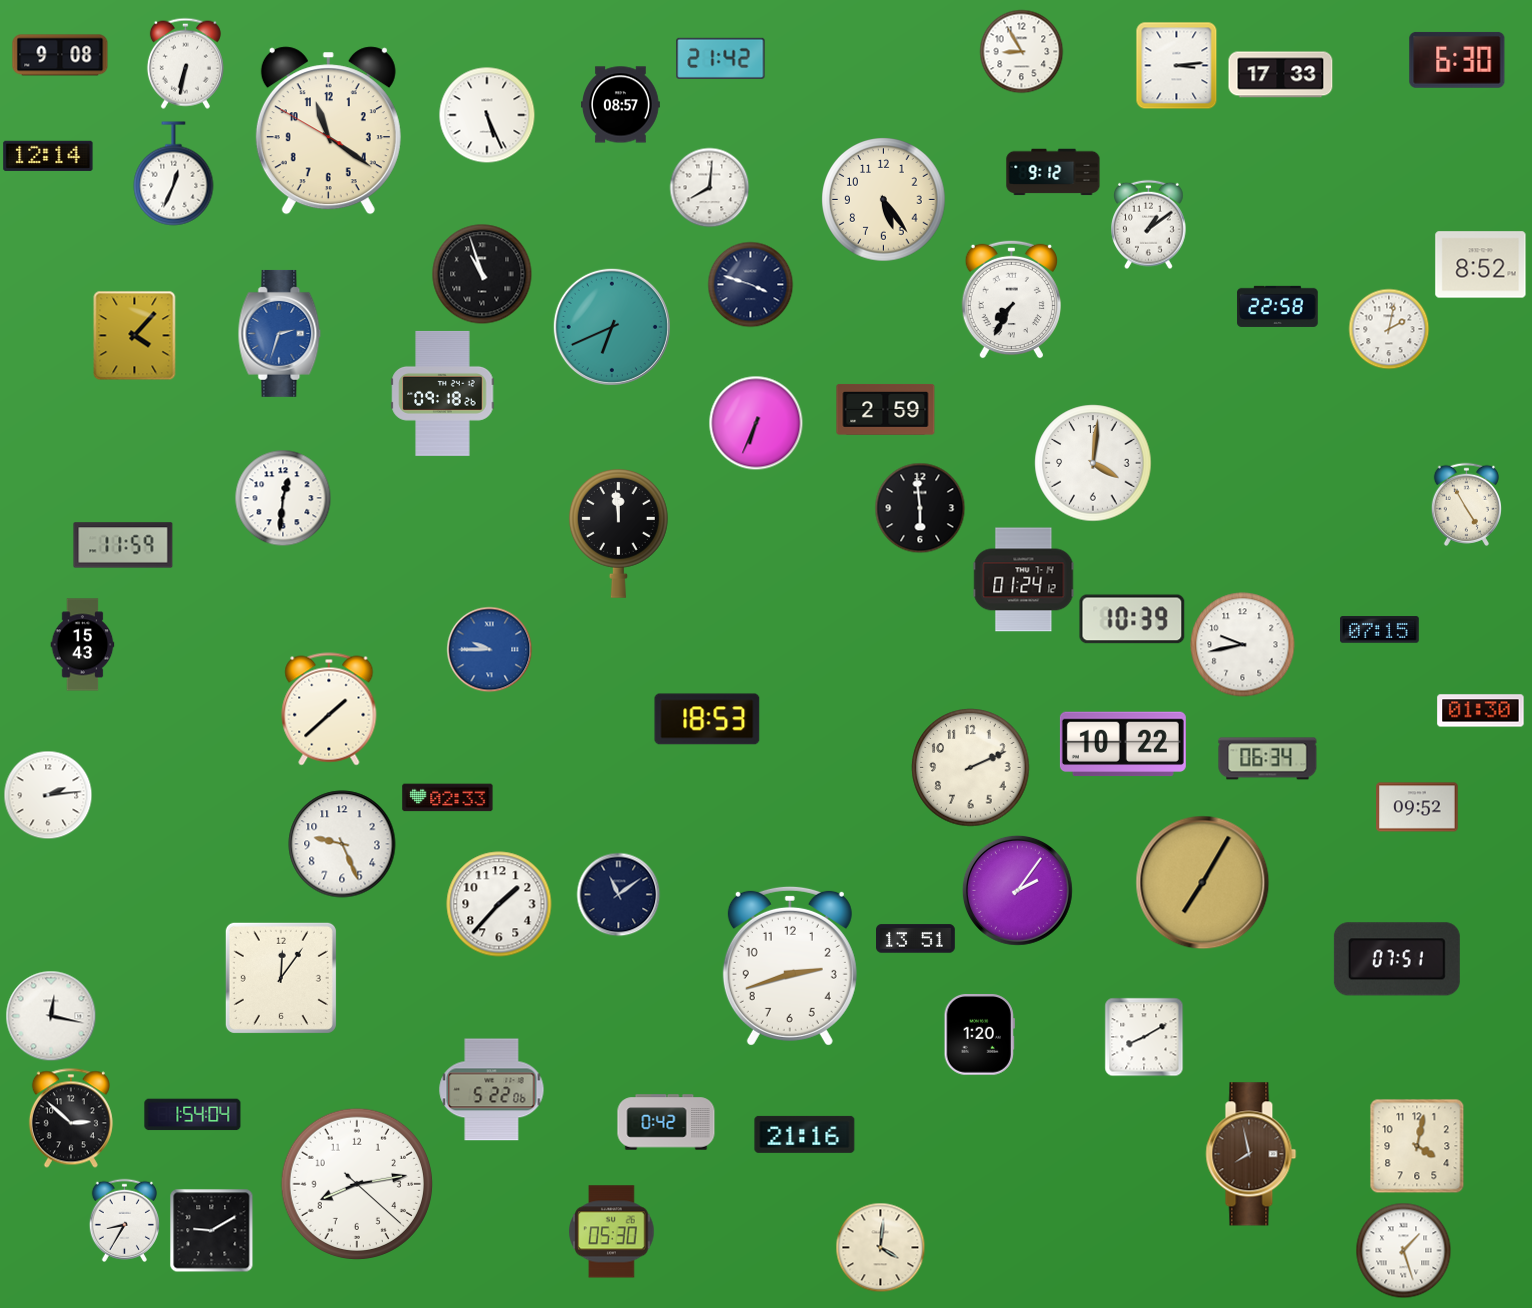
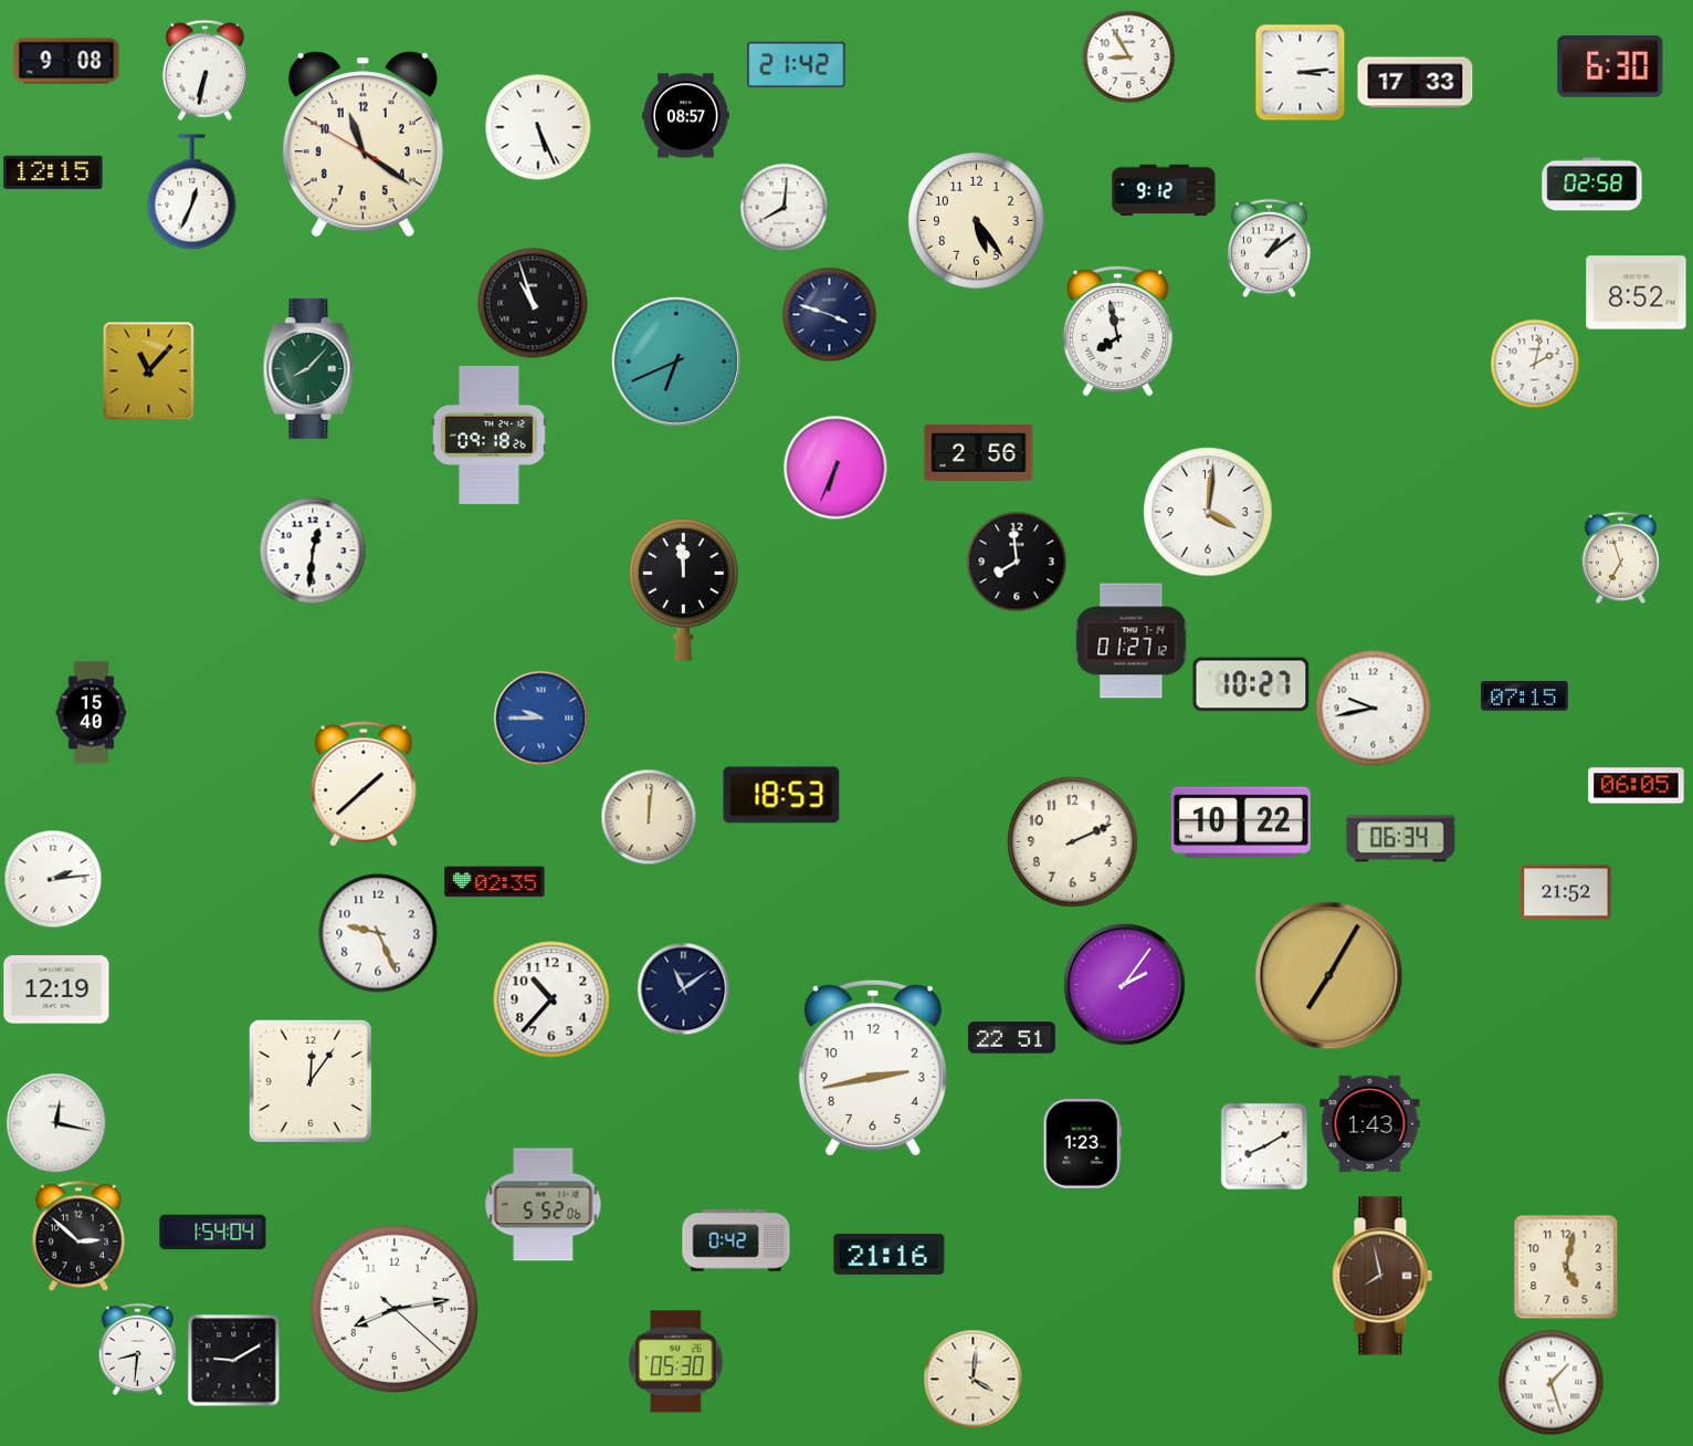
clock at (48, 156): 12:14 -> 12:15
clock at (1592, 185): none -> 02:58
clock at (1011, 299): 7:35 -> 7:58
clock at (1278, 306): 22:58 -> none
clock at (280, 333): 2:33 -> 8:07
clock at (280, 333) dial: blue -> green
clock at (135, 335): 4:07 -> 11:07
clock at (886, 409): 2:59 -> 2:56
clock at (1466, 504): 4:55 -> 6:57
clock at (920, 508): 5:59 -> 7:59
clock at (123, 545): 11:59 -> none
clock at (1024, 580): 01:24 -> 01:27
clock at (1132, 619): 10:39 -> 10:27
clock at (83, 645): 15:43 -> 15:40
clock at (1243, 645) position: (1243, 645) -> (1374, 709)
clock at (1481, 711): 01:30 -> 06:05
clock at (649, 817): none -> 12:01
clock at (971, 768) position: (971, 768) -> (1073, 842)
clock at (448, 798): 02:33 -> 02:35
clock at (1417, 807): 09:52 -> 21:52
clock at (56, 989): none -> 12:19
clock at (499, 904): 1:37 -> 10:37
clock at (916, 939): 13:51 -> 22:51
clock at (1397, 959): 07:51 -> none
clock at (790, 966): 2:42 -> 2:43
clock at (1370, 1123): none -> 1:43
clock at (979, 1035): 1:20 -> 1:23
clock at (492, 1090): 5:22 -> 5:52
clock at (1417, 1146): 4:02 -> 5:02
clock at (124, 1220): 8:35 -> 8:31
